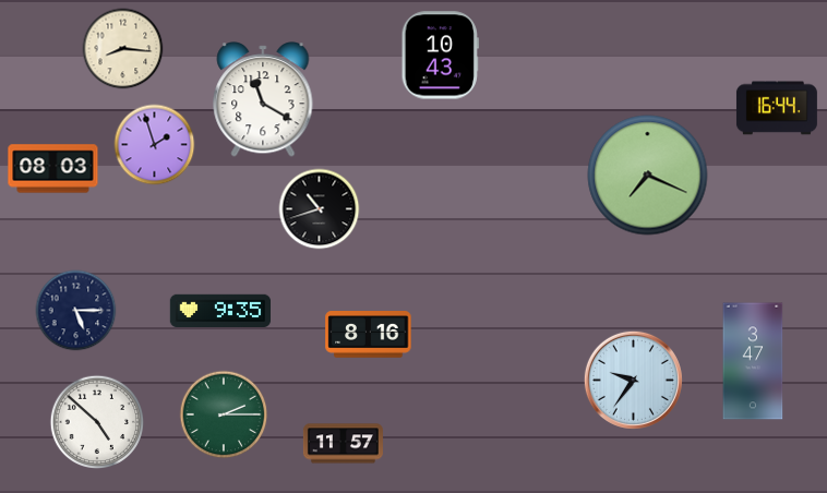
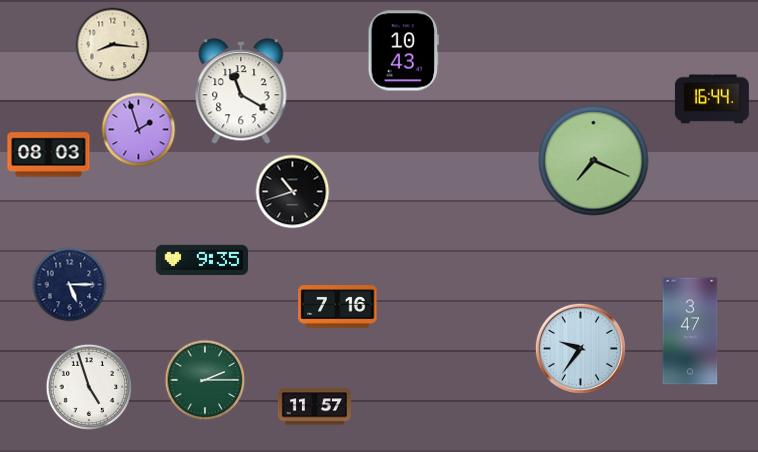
clock at (155, 145) position: (155, 145) -> (139, 130)
clock at (220, 310) position: (220, 310) -> (202, 259)
clock at (369, 335): 8:16 -> 7:16
clock at (96, 421): 4:52 -> 4:57
